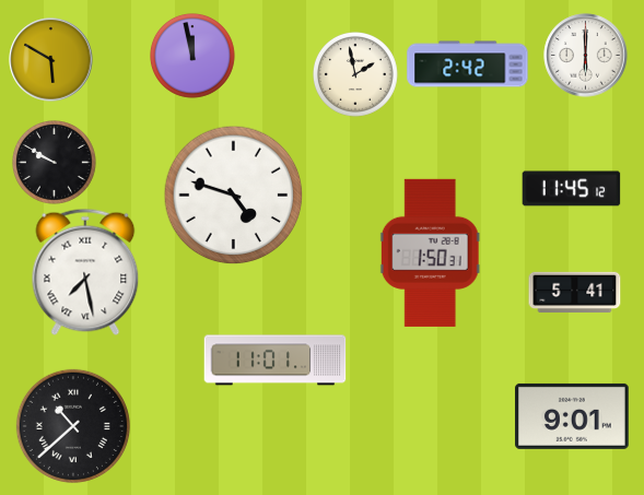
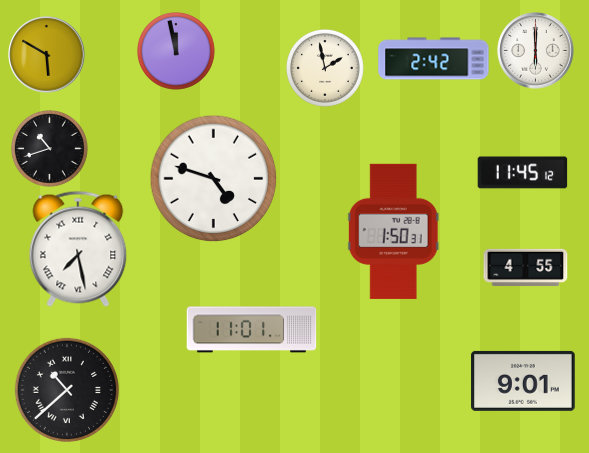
clock at (468, 64) position: (468, 64) -> (434, 59)
clock at (55, 163): 9:50 -> 10:42
clock at (575, 293): 5:41 -> 4:55
